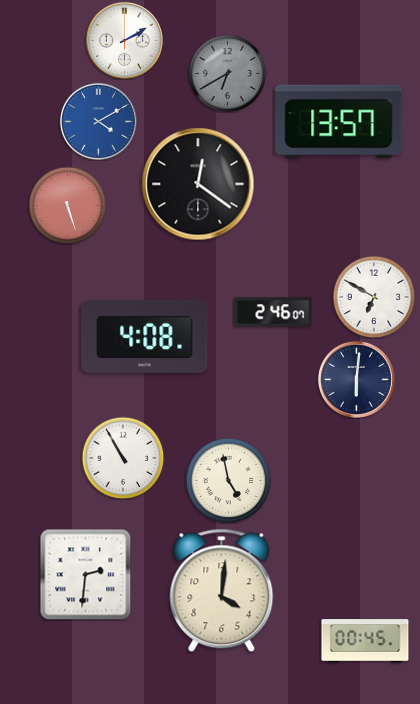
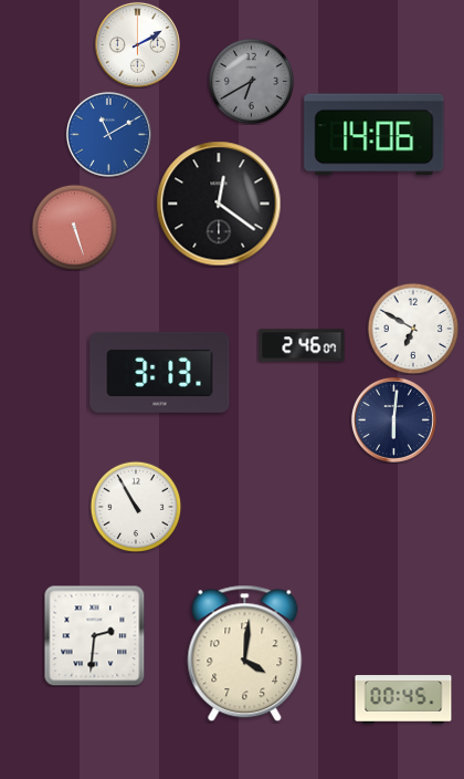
clock at (98, 121): 4:10 -> 11:10
clock at (339, 122): 13:57 -> 14:06
clock at (145, 336): 4:08 -> 3:13
clock at (228, 480): 4:58 -> none
clock at (365, 641) position: (365, 641) -> (403, 699)
